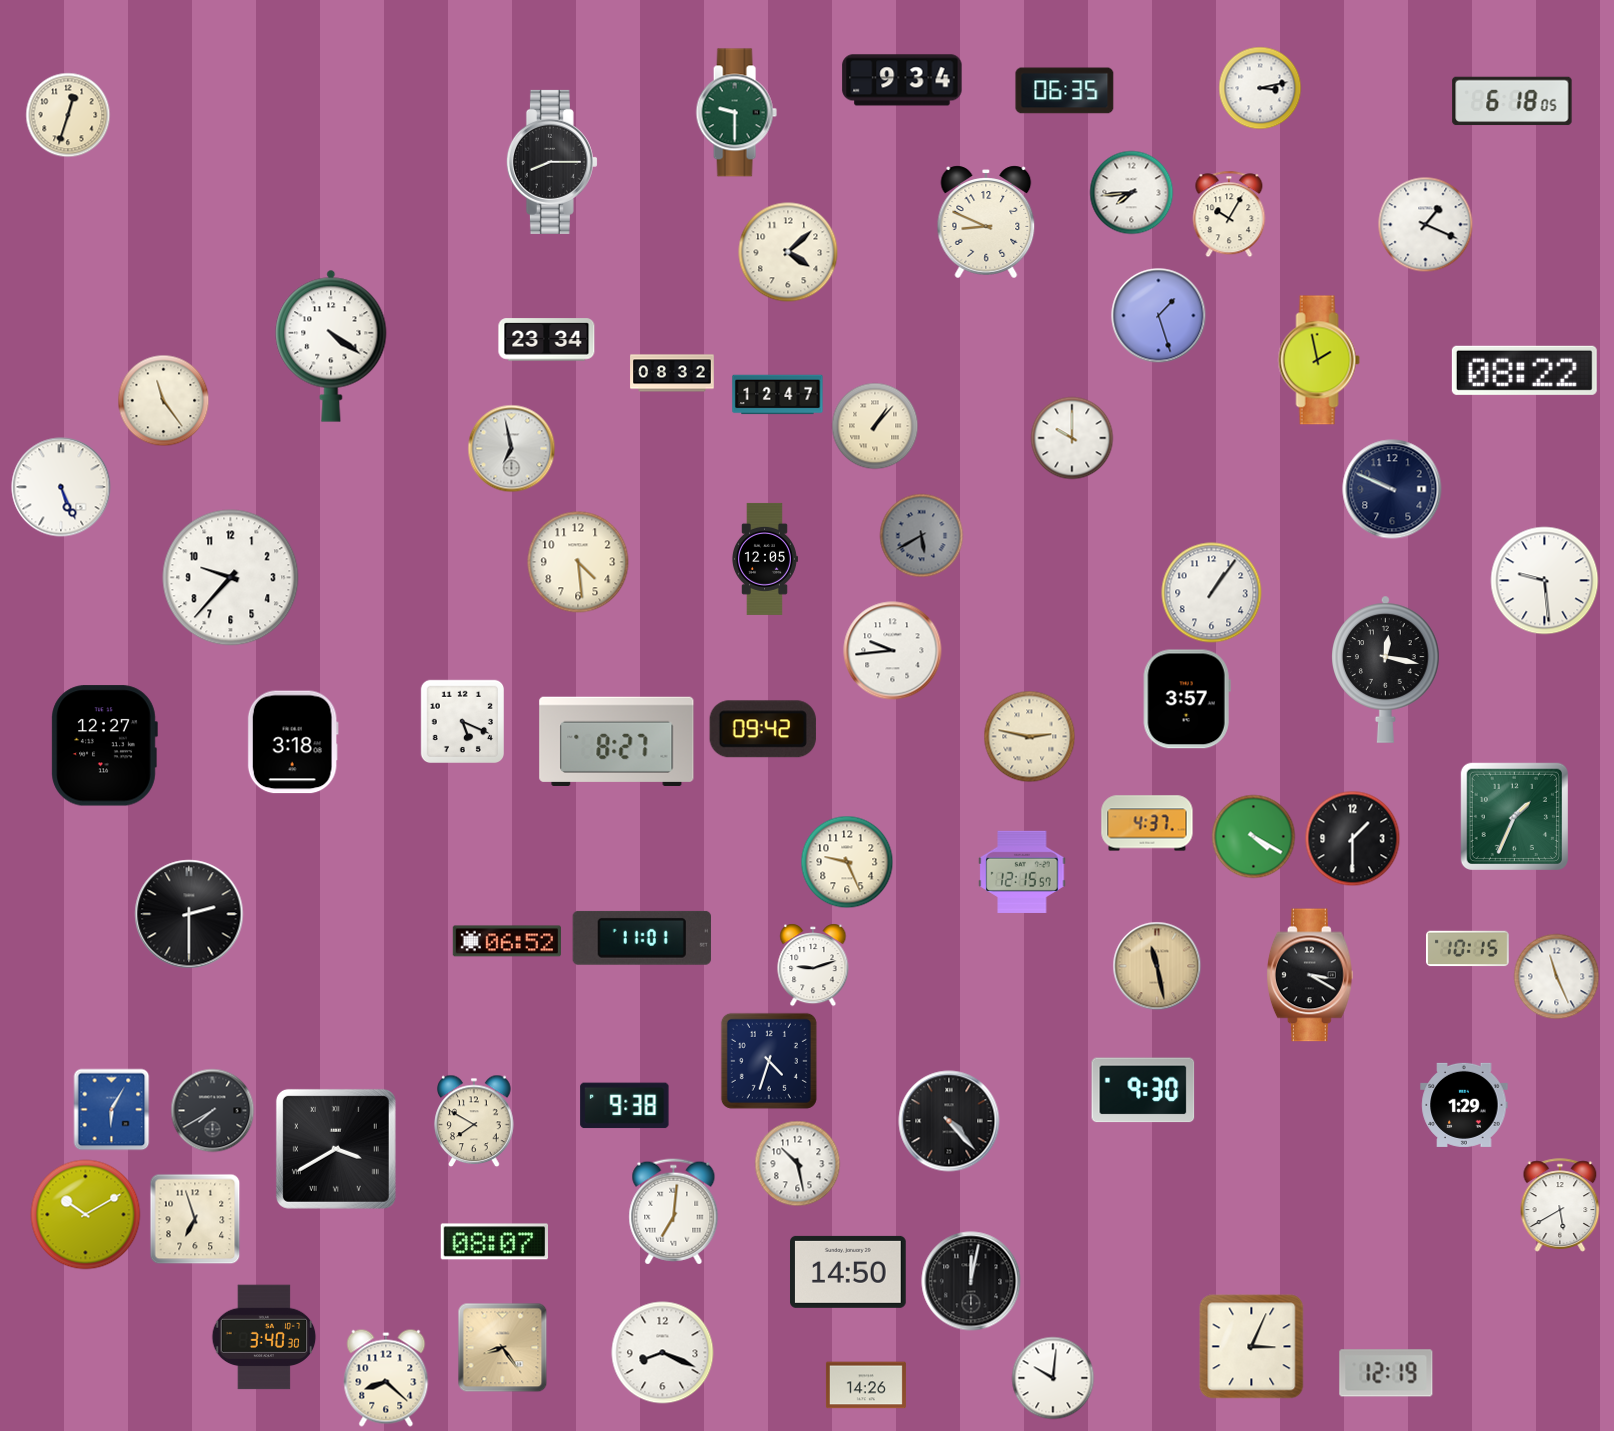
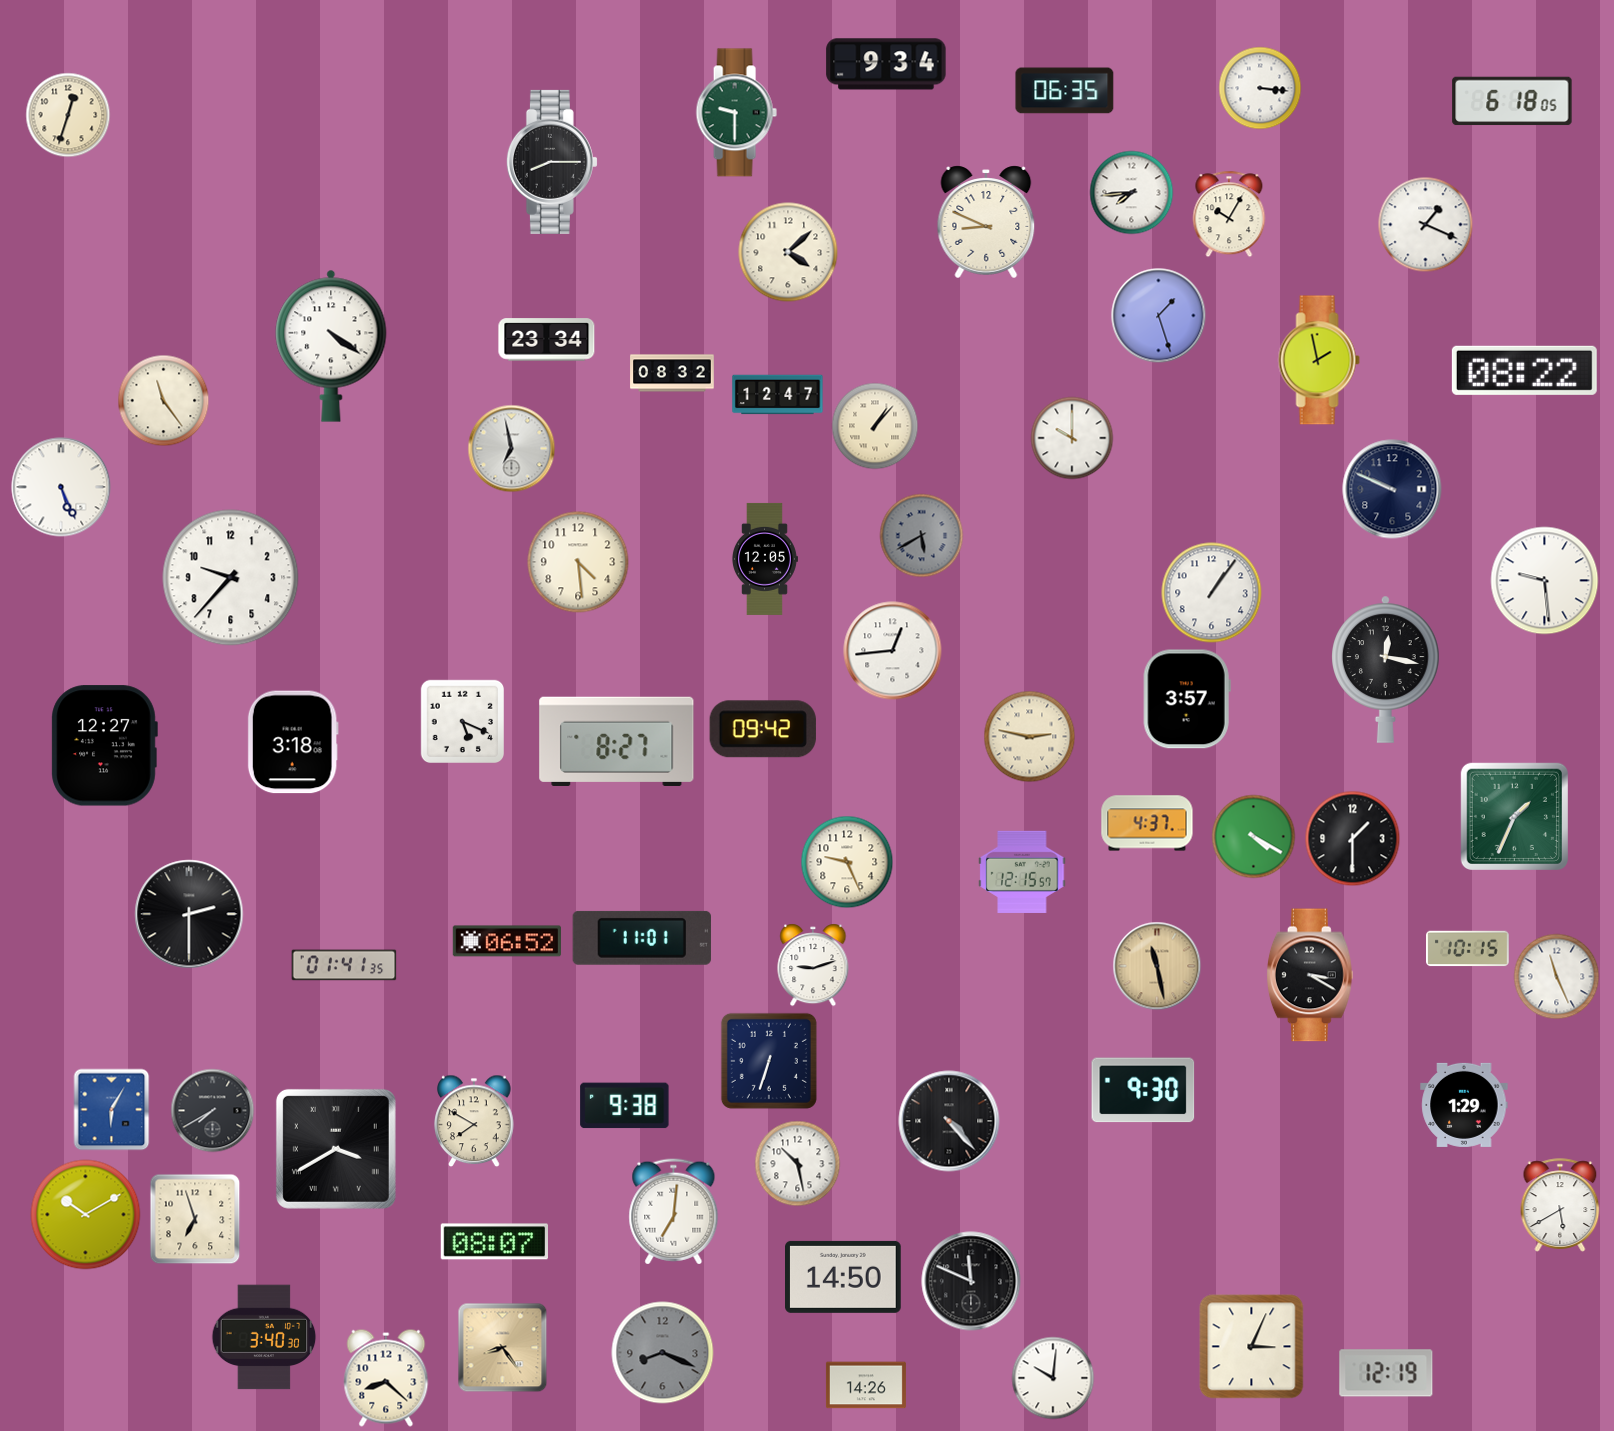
clock at (902, 80) position: (902, 80) -> (886, 64)
clock at (1260, 88): 3:13 -> 3:16
clock at (893, 651): 9:44 -> 12:44
clock at (344, 965): none -> 01:41
clock at (769, 1061): 4:33 -> 6:33
clock at (849, 1272) position: (849, 1272) -> (844, 1277)
clock at (971, 1281): 12:02 -> 11:49
clock at (663, 1353) dial: white -> grey
